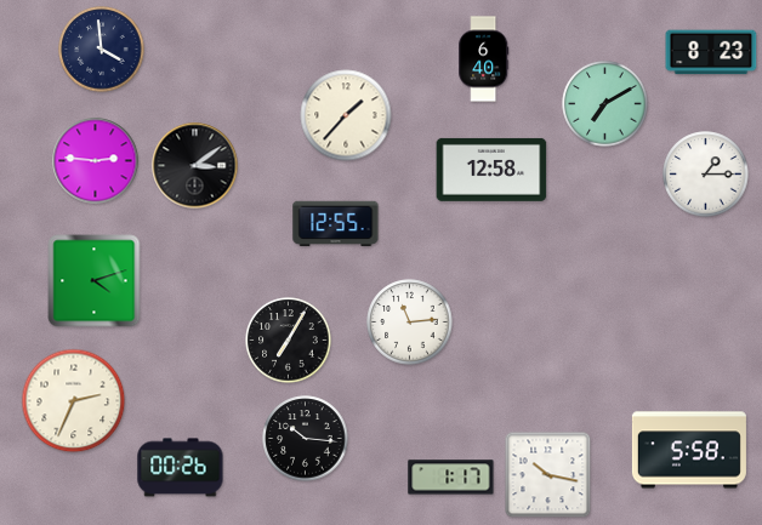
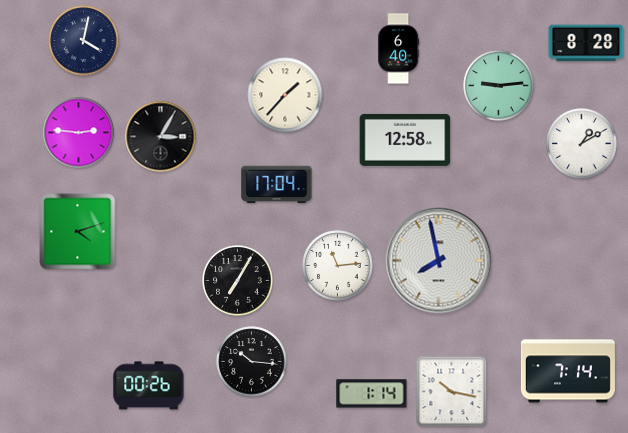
clock at (102, 50): 3:59 -> 4:02
clock at (711, 52): 8:23 -> 8:28
clock at (605, 104): 7:10 -> 9:14
clock at (195, 166): 3:09 -> 3:05
clock at (706, 175): 1:15 -> 1:10
clock at (336, 224): 12:55 -> 17:04
clock at (439, 261): none -> 7:58
clock at (74, 401): 2:34 -> none
clock at (689, 450): 5:58 -> 7:14
clock at (451, 478): 1:17 -> 1:14
